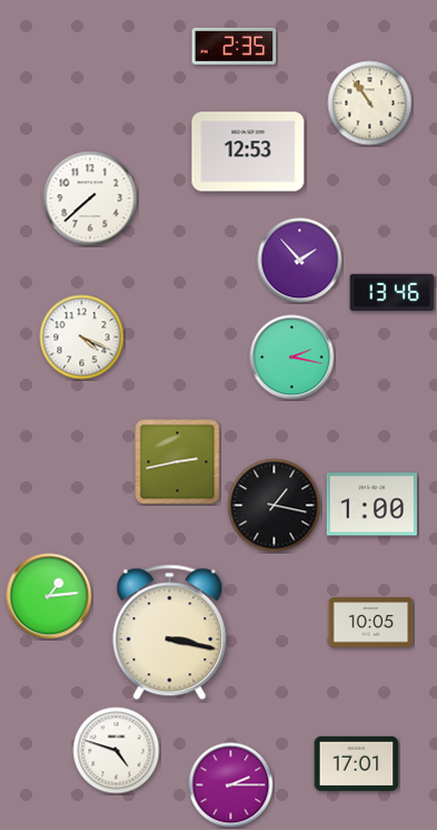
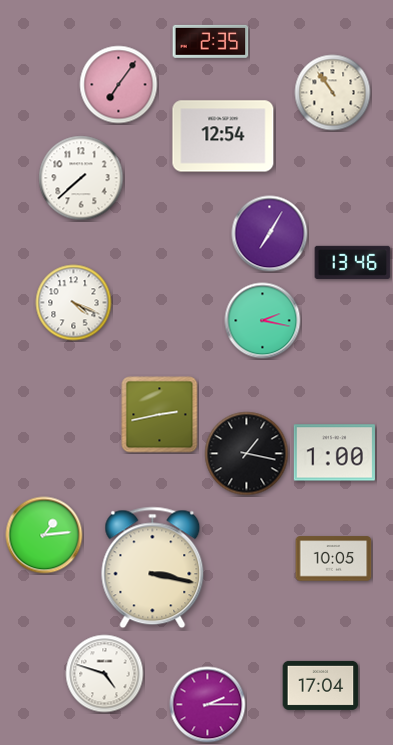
clock at (119, 85): none -> 7:06
clock at (248, 152): 12:53 -> 12:54
clock at (300, 261): 1:53 -> 7:05
clock at (357, 763): 17:01 -> 17:04
